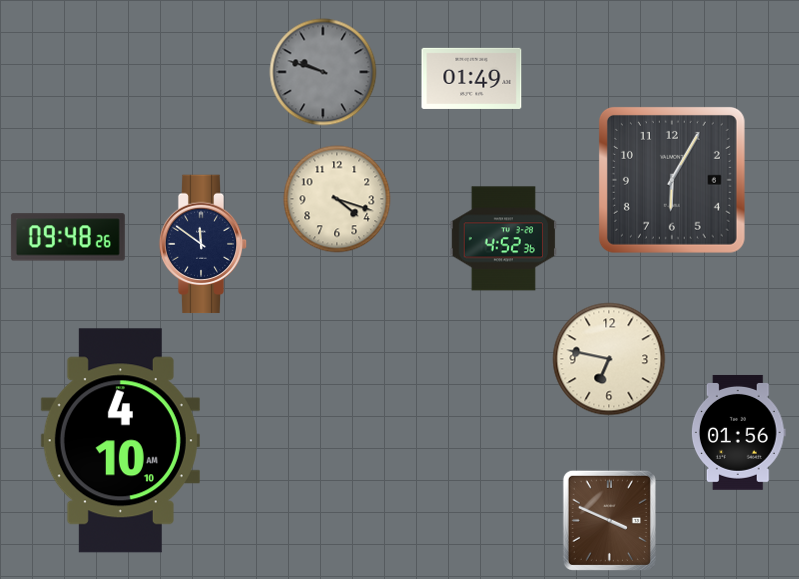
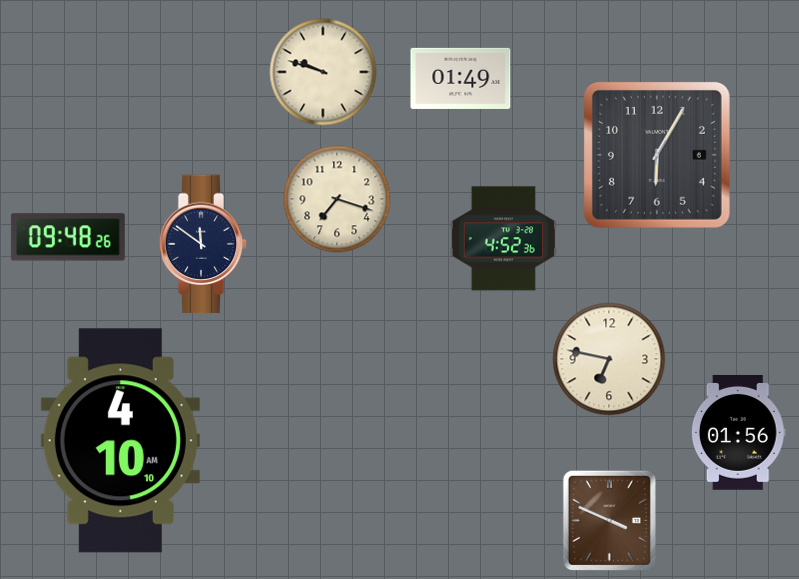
clock at (323, 72) dial: grey -> cream
clock at (472, 78) position: (472, 78) -> (461, 78)
clock at (672, 180) position: (672, 180) -> (657, 155)
clock at (337, 199): 4:18 -> 7:18
